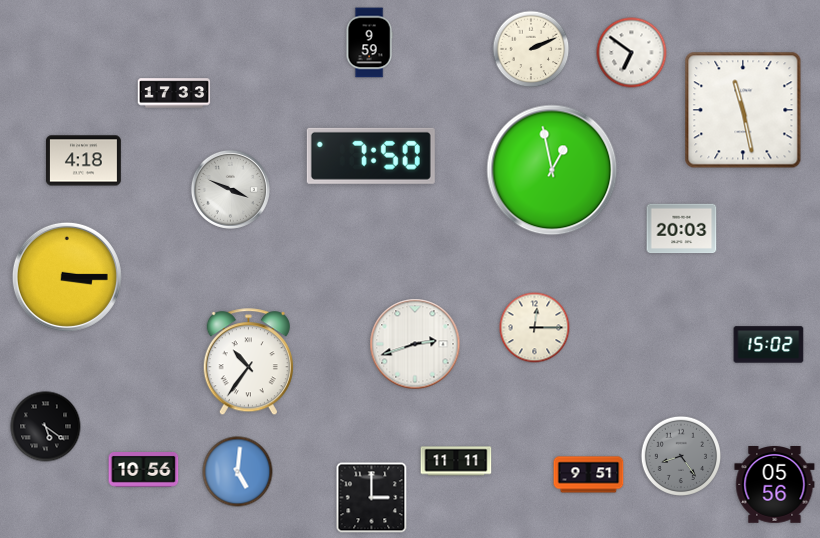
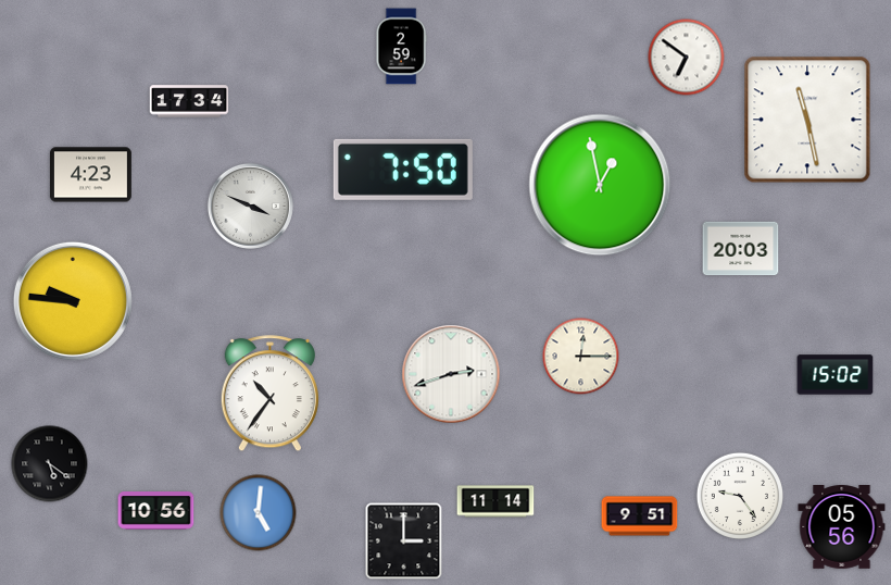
clock at (369, 43): 9:59 -> 2:59
clock at (531, 49): 2:11 -> none
clock at (174, 93): 17:33 -> 17:34
clock at (83, 161): 4:18 -> 4:23
clock at (67, 277): 3:15 -> 9:46
clock at (680, 455): 8:24 -> 9:24
clock at (680, 455) dial: grey -> white
clock at (456, 461): 11:11 -> 11:14
